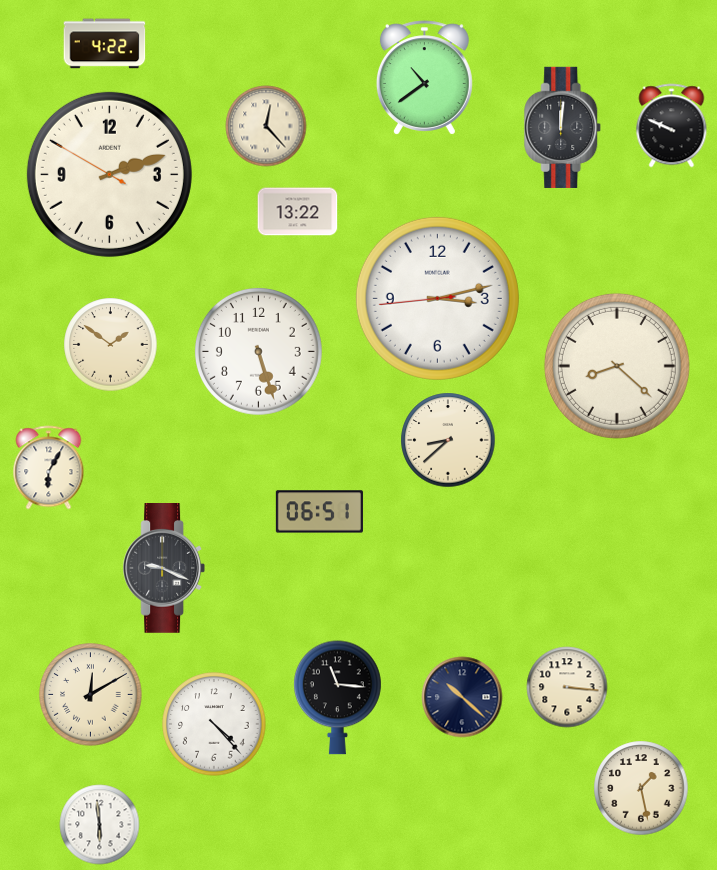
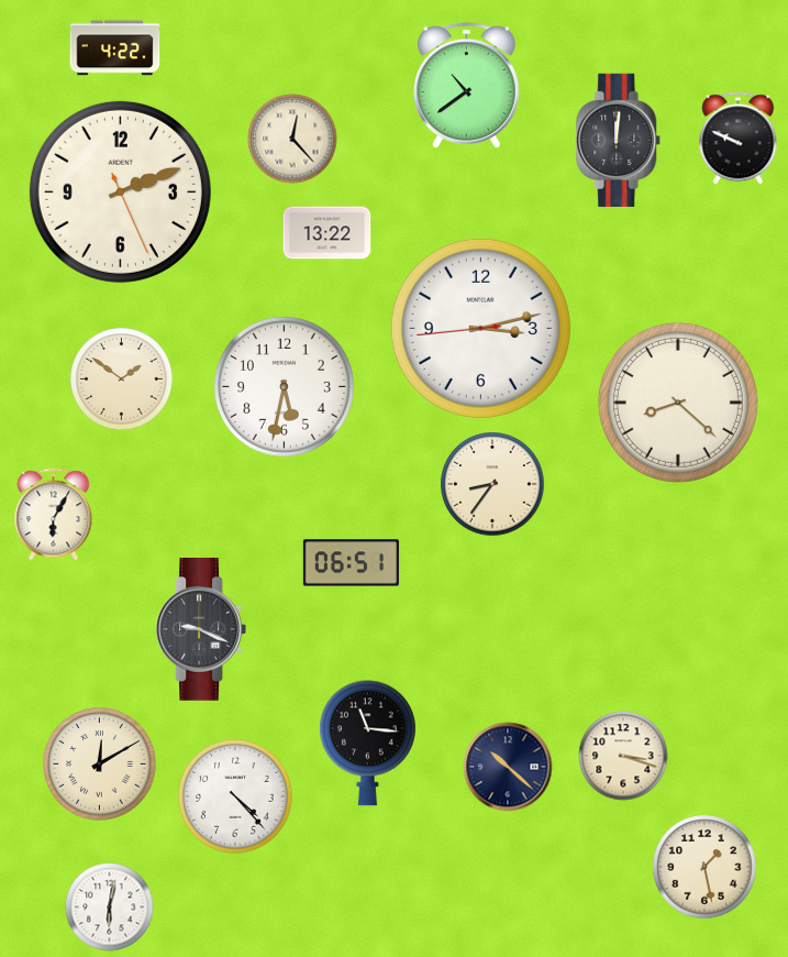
clock at (109, 174): 2:11:50 -> 2:11:26
clock at (258, 351): 5:27 -> 5:32
clock at (448, 440): 8:38 -> 8:36
clock at (163, 569) position: (163, 569) -> (200, 630)
clock at (567, 687): 3:16 -> 3:18
clock at (338, 698) position: (338, 698) -> (368, 744)
clock at (100, 825): 5:59 -> 6:02
